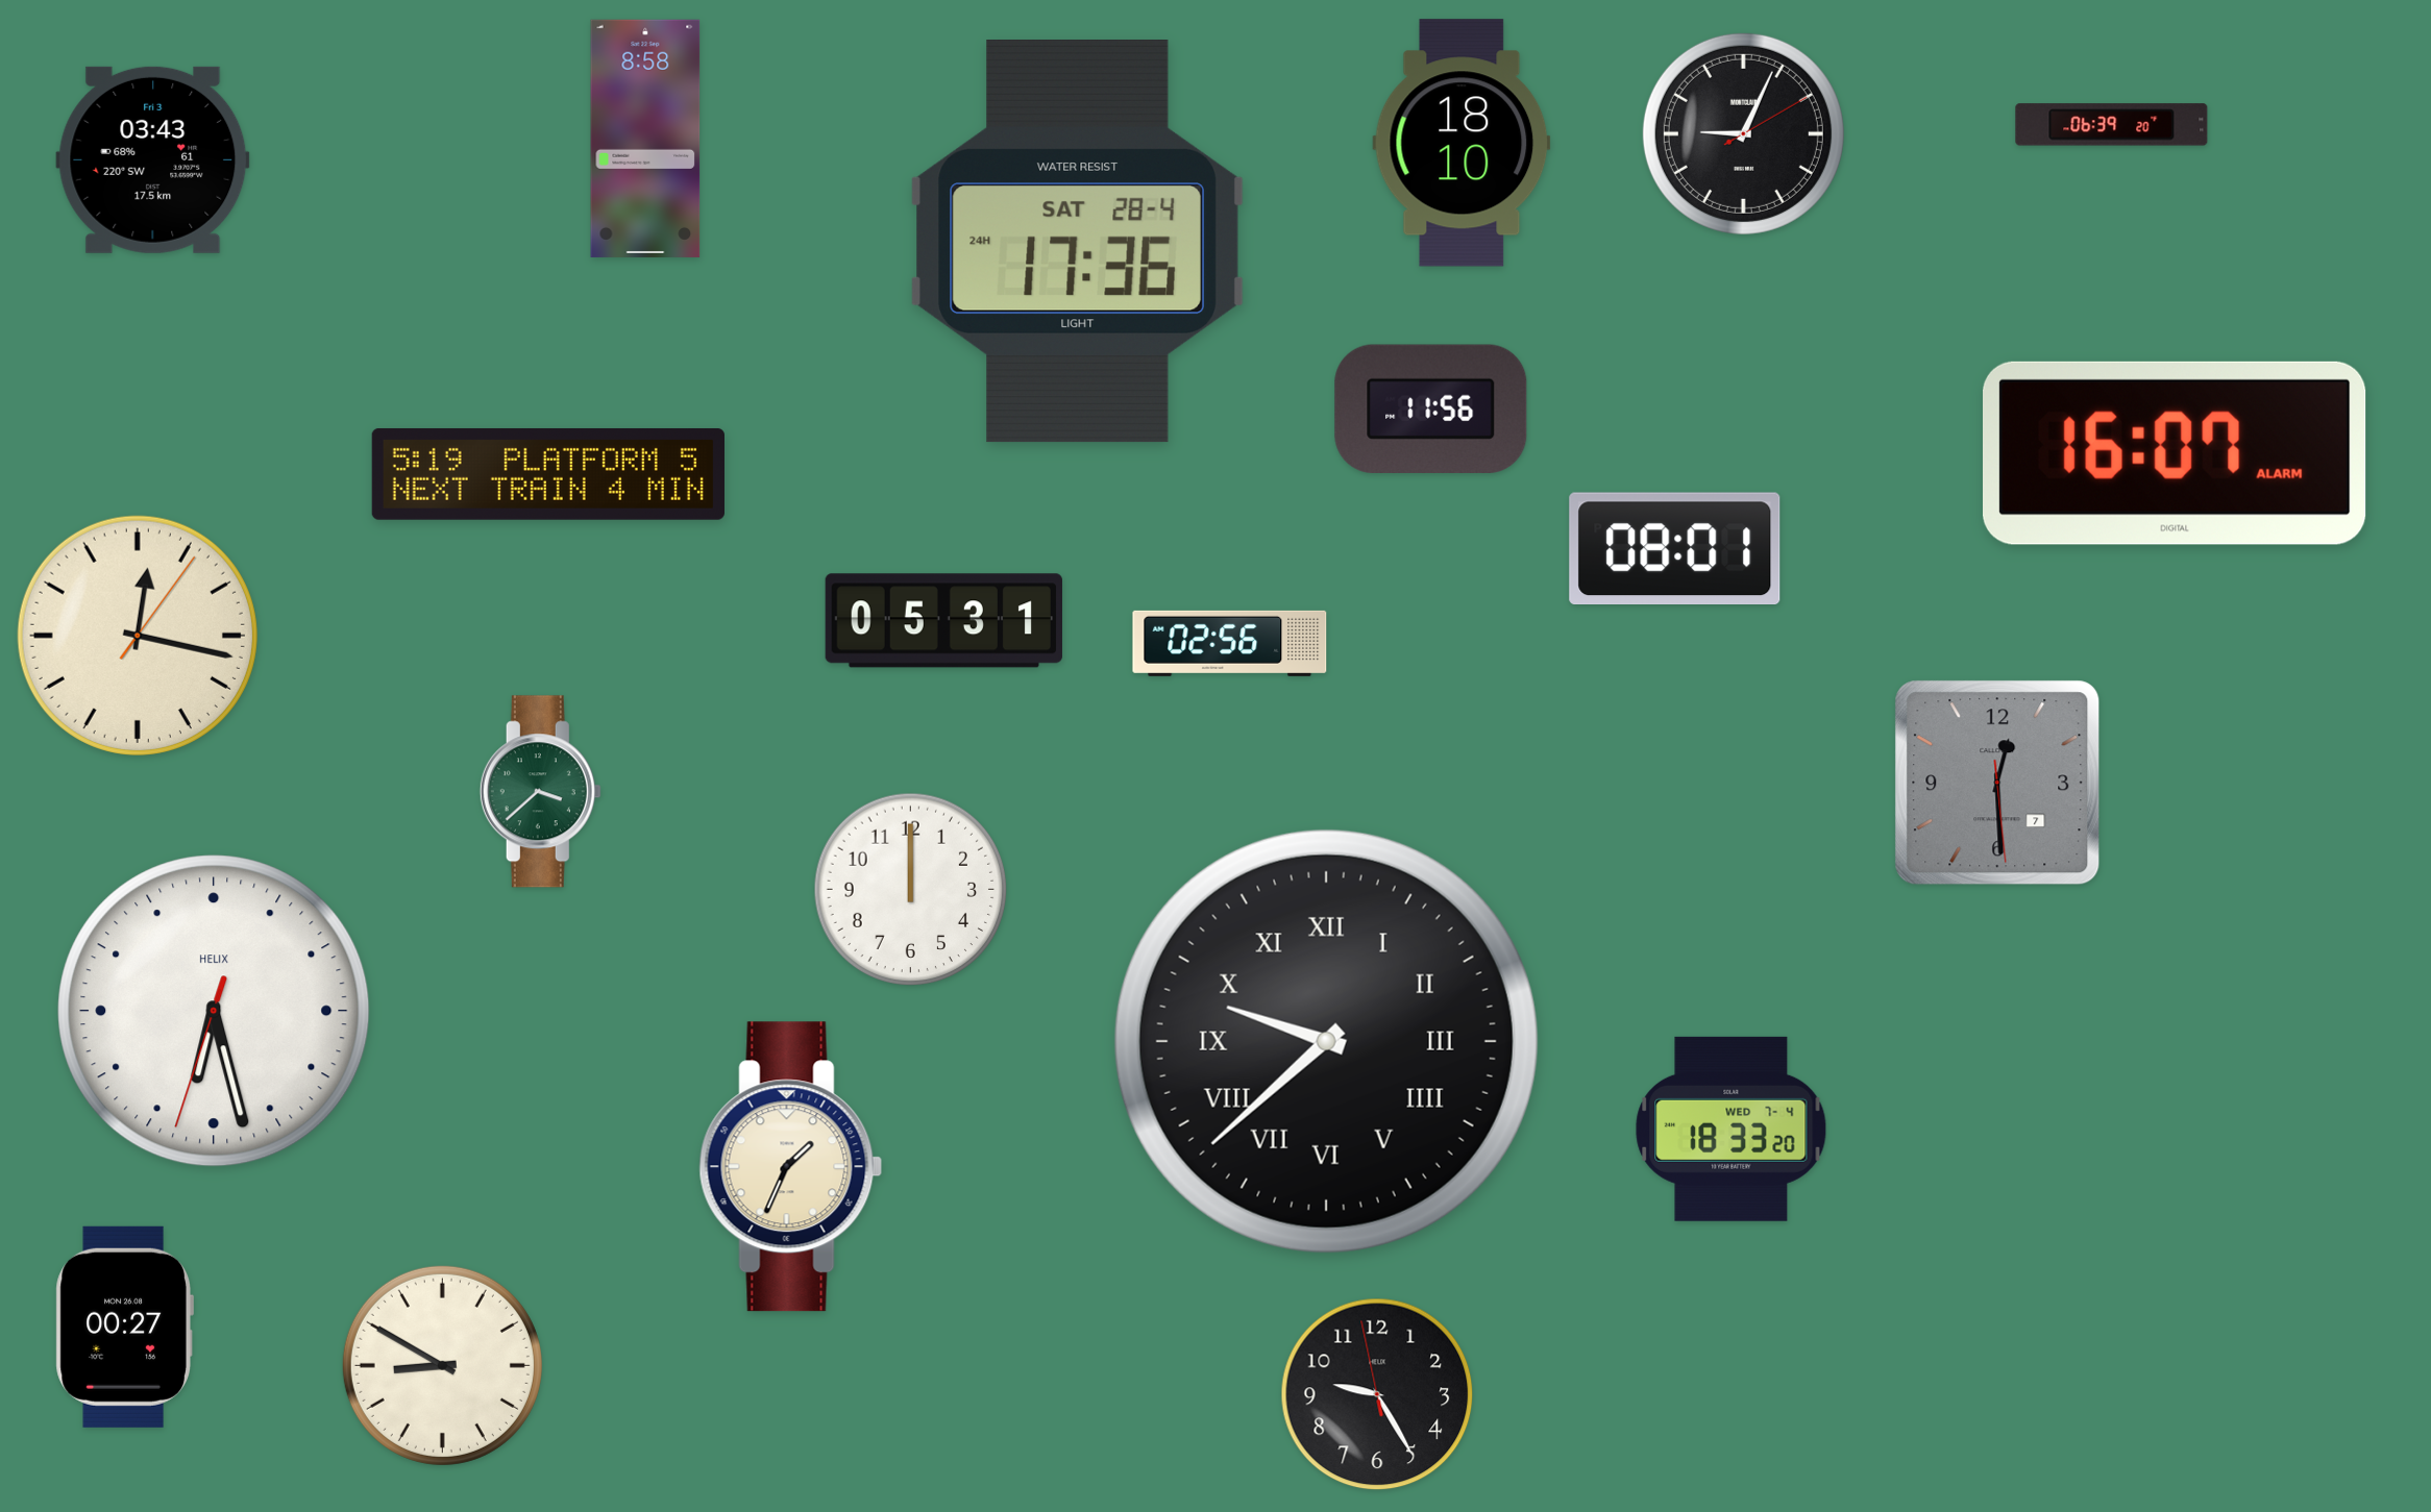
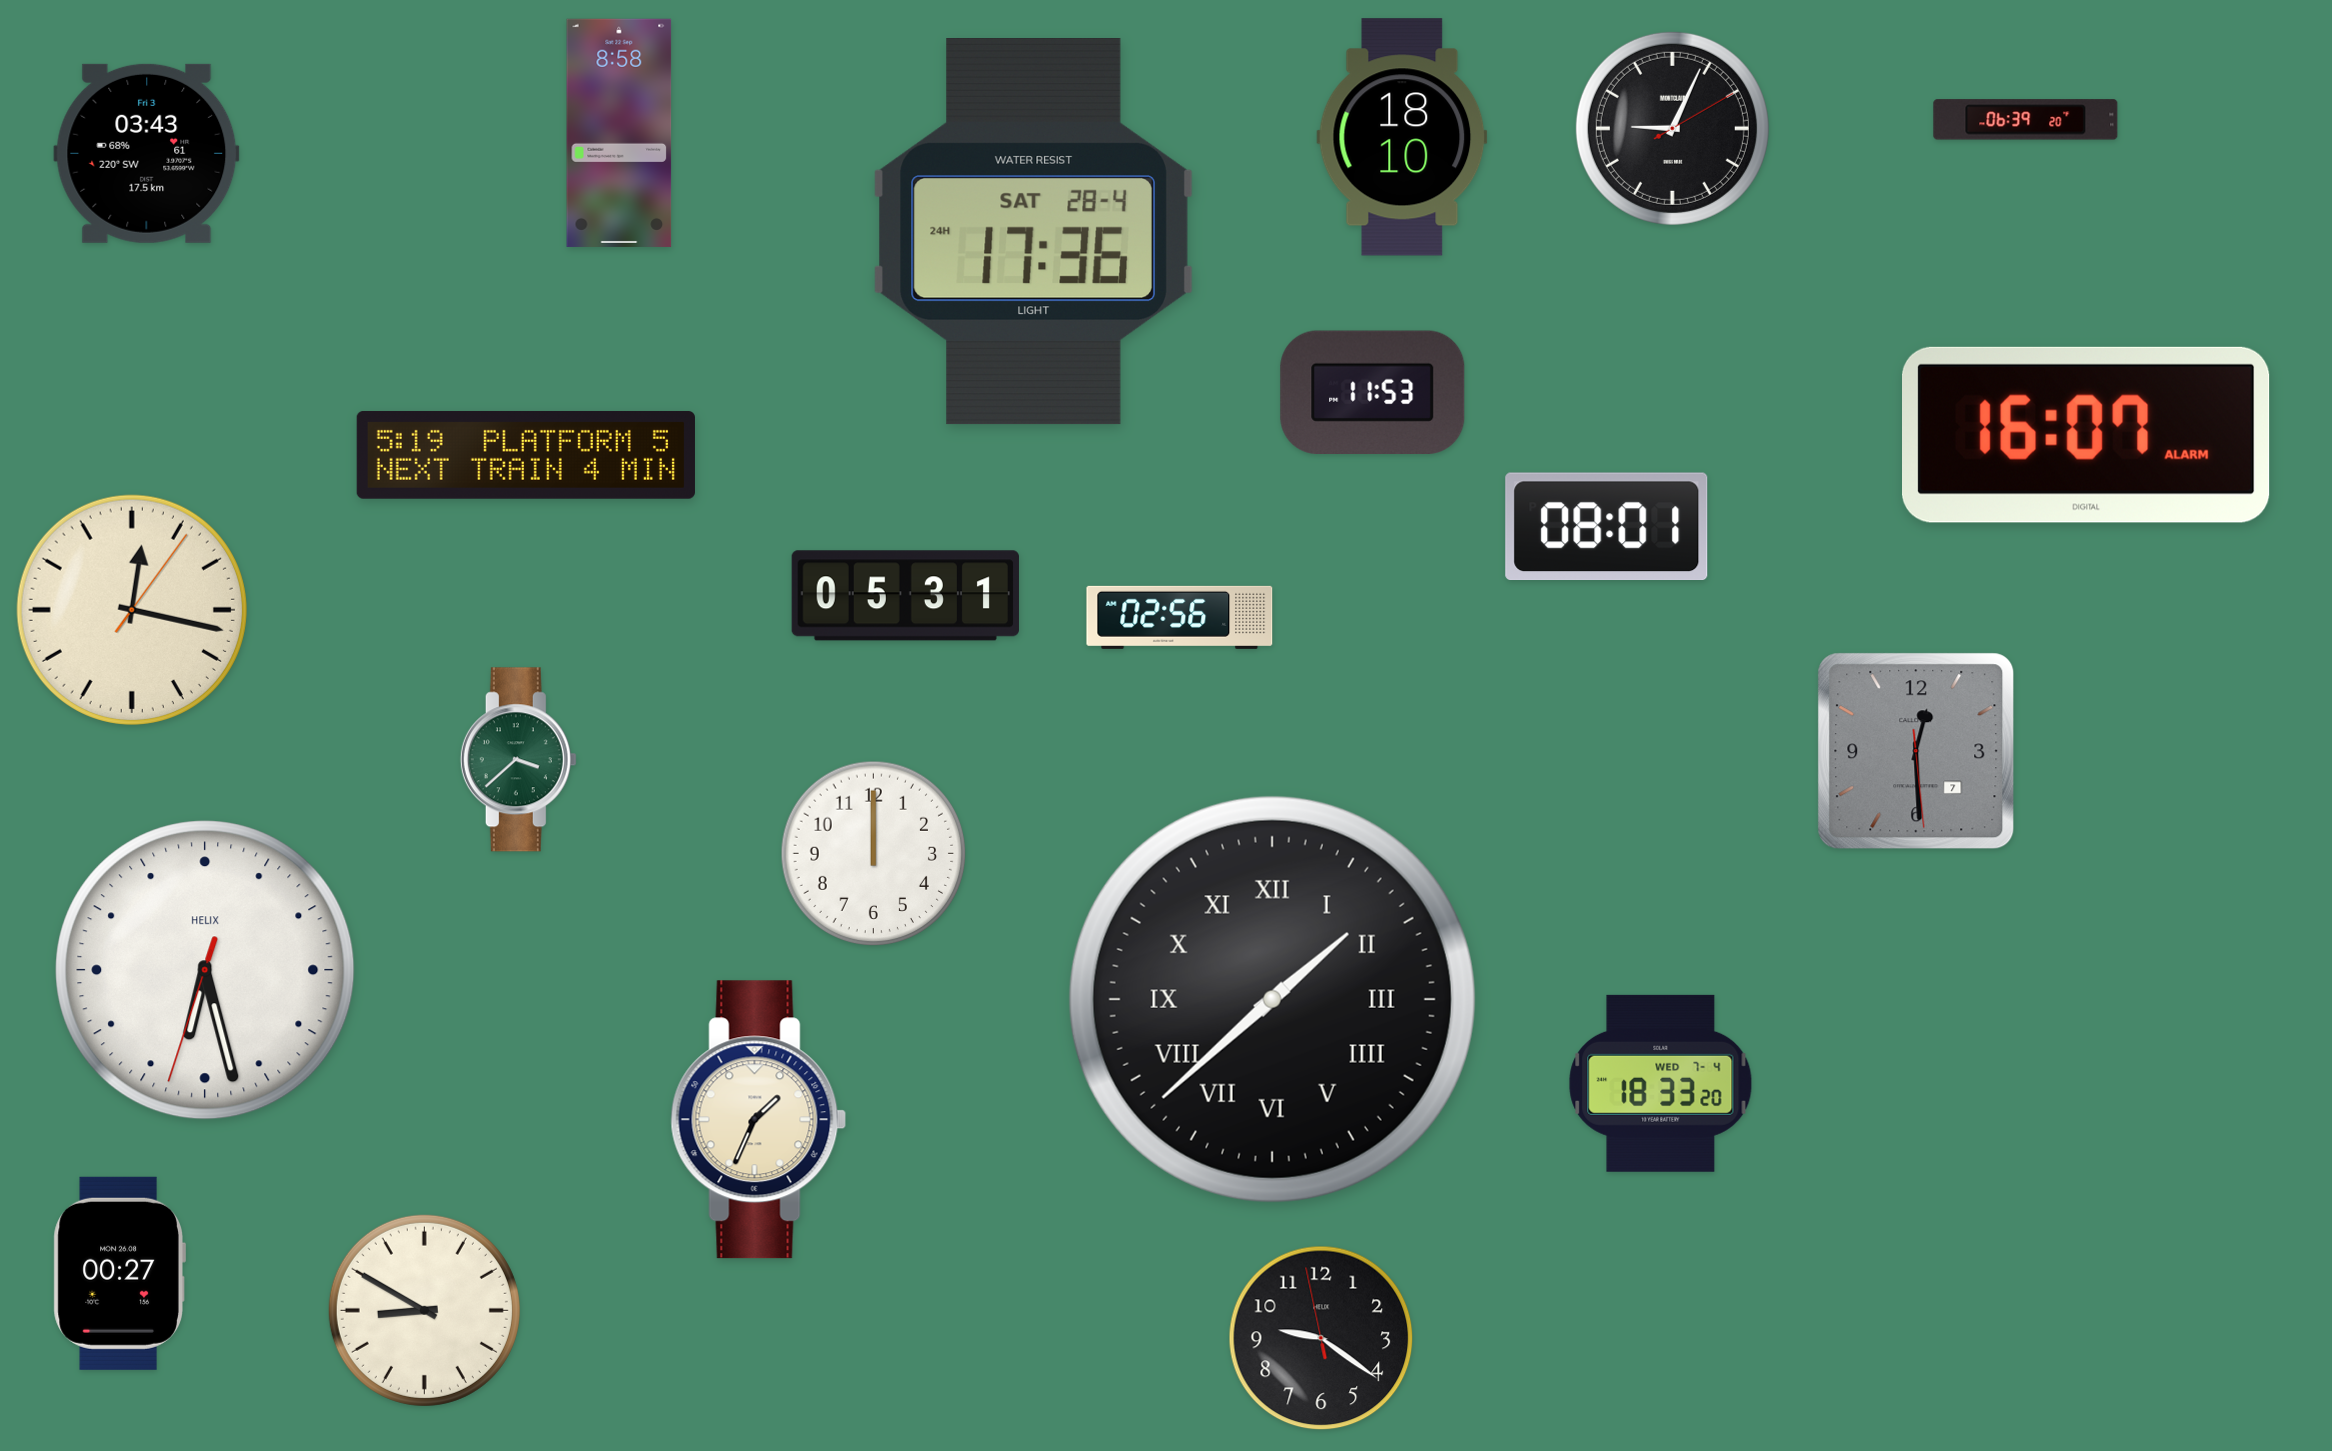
clock at (1431, 408): 11:56 -> 11:53
clock at (1326, 1041): 9:38 -> 1:38
clock at (1377, 1394): 9:24 -> 9:20
